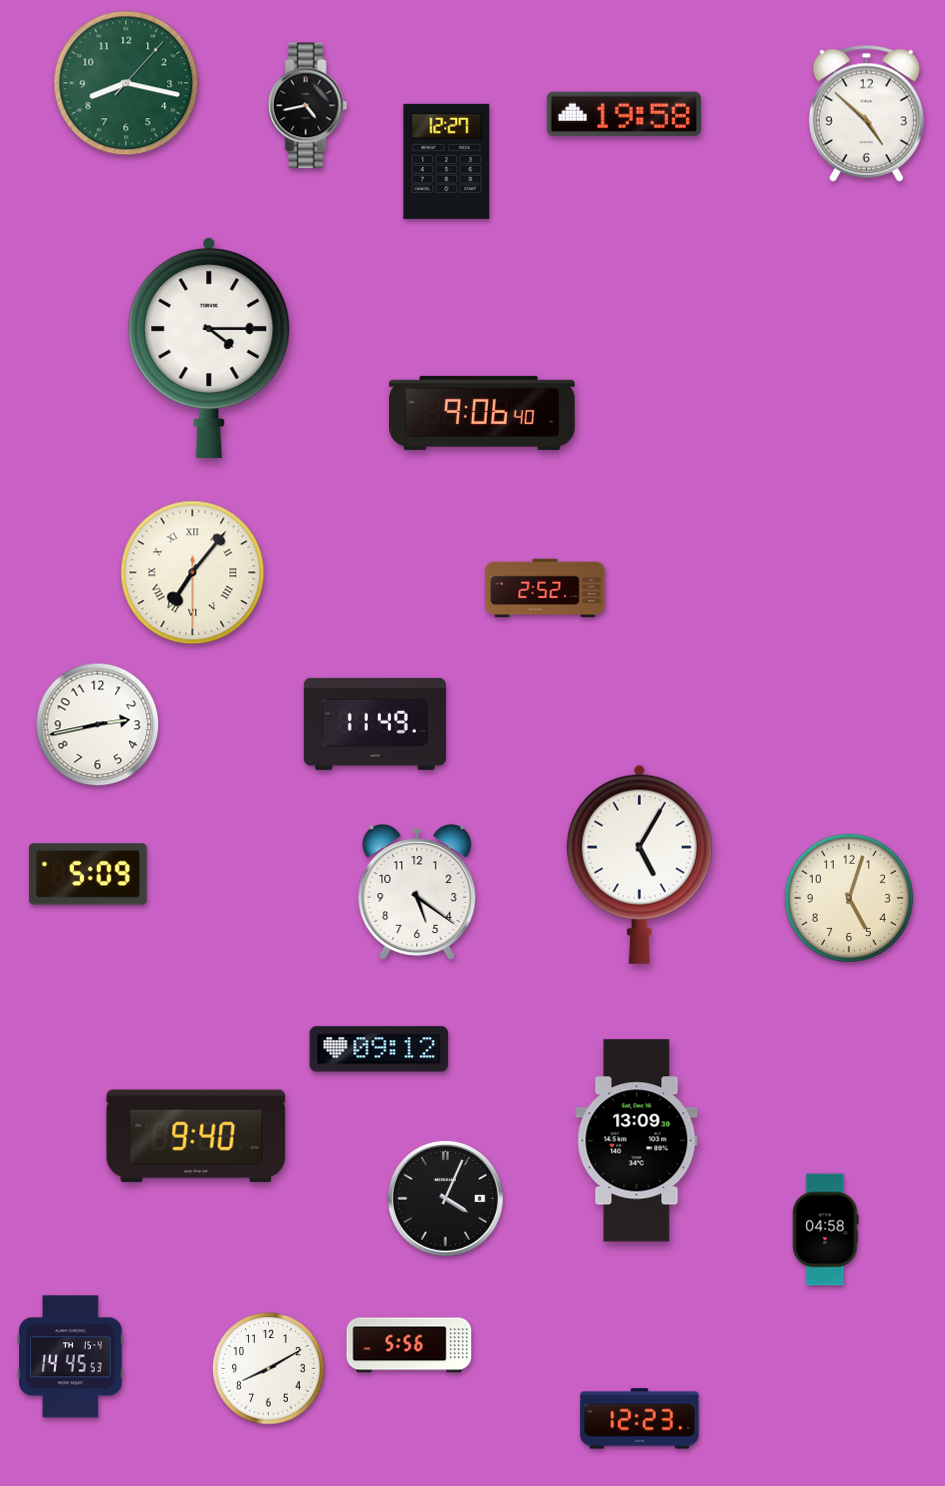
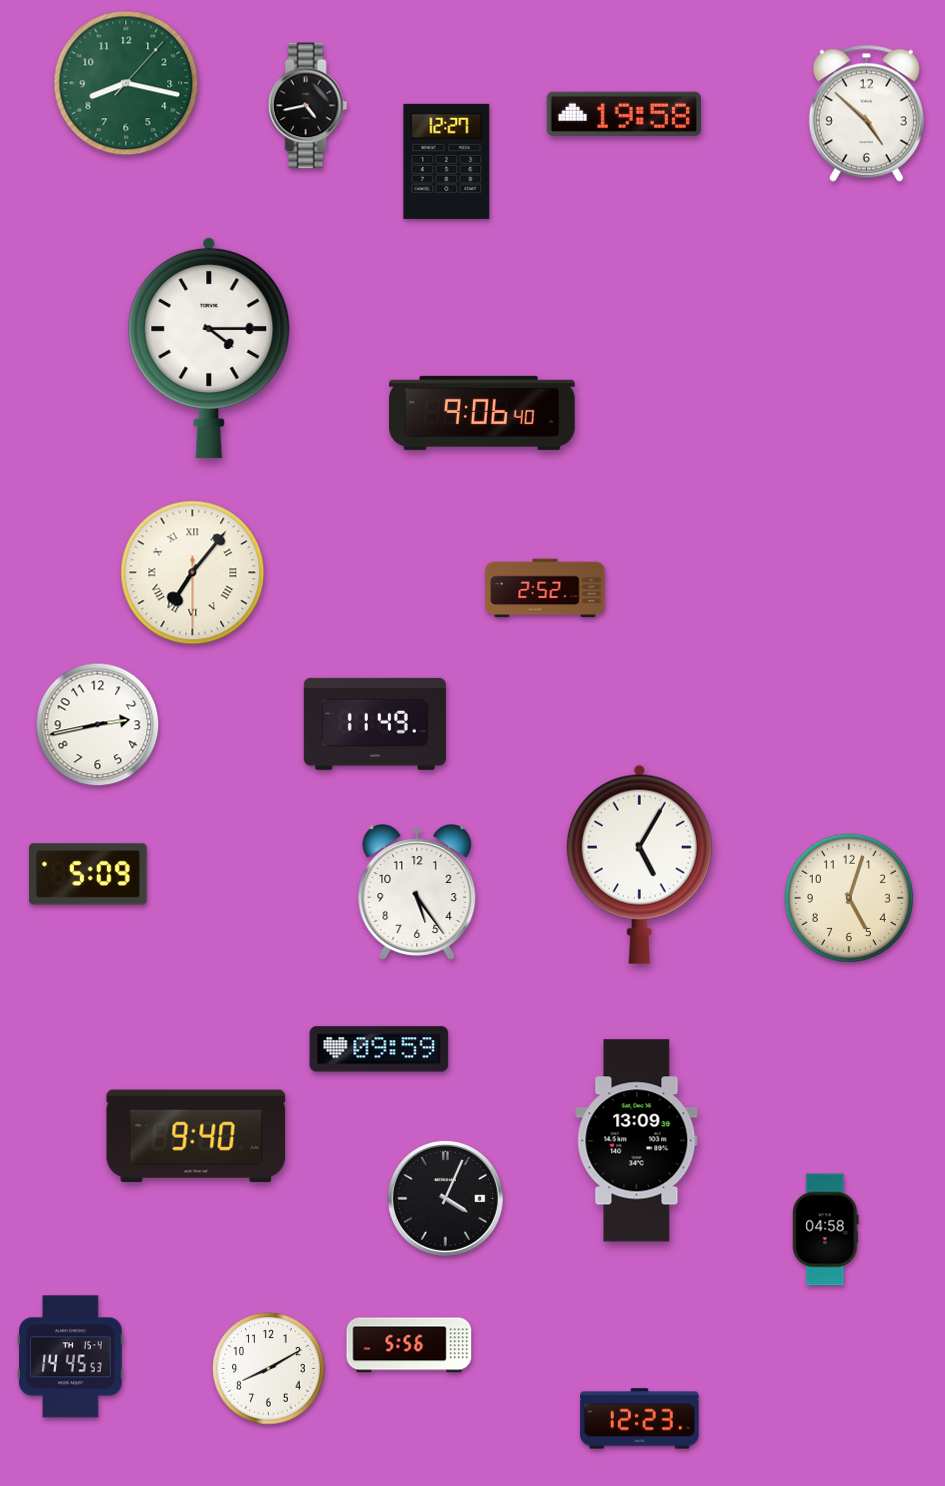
clock at (417, 893): 5:21 -> 5:24
clock at (379, 1049): 09:12 -> 09:59
